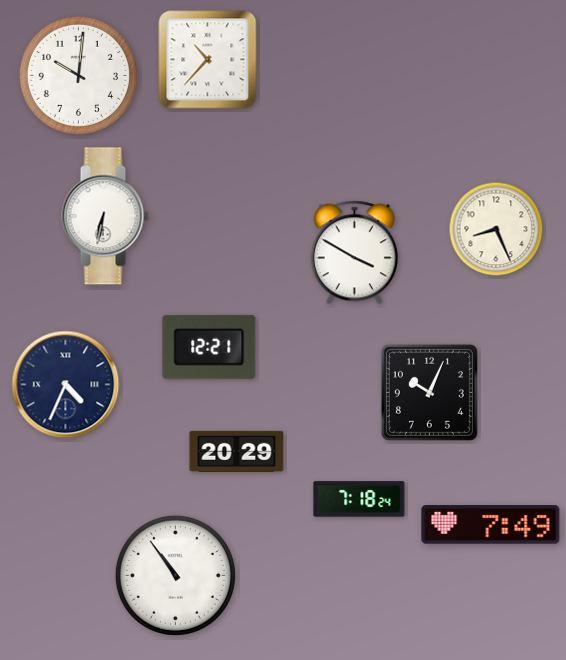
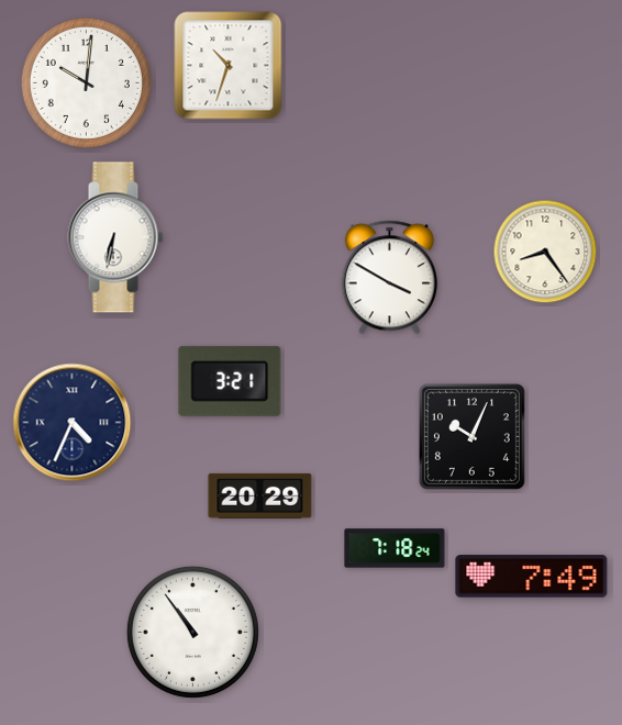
clock at (208, 60): 10:37 -> 10:33
clock at (496, 229): 8:26 -> 8:24
clock at (209, 347): 12:21 -> 3:21
clock at (429, 392) position: (429, 392) -> (471, 436)
clock at (491, 525) position: (491, 525) -> (532, 577)
